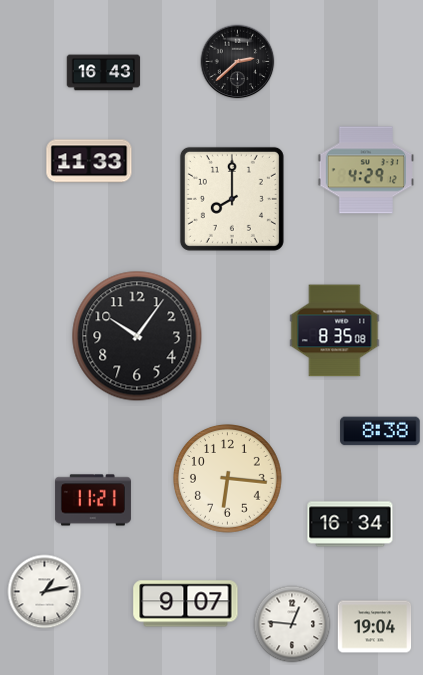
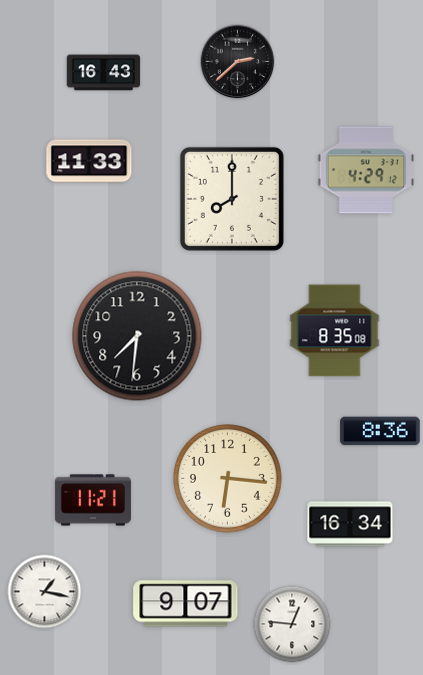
clock at (137, 336): 10:06 -> 7:31
clock at (380, 431): 8:38 -> 8:36
clock at (45, 592): 1:13 -> 1:17
clock at (375, 627): 19:04 -> none
